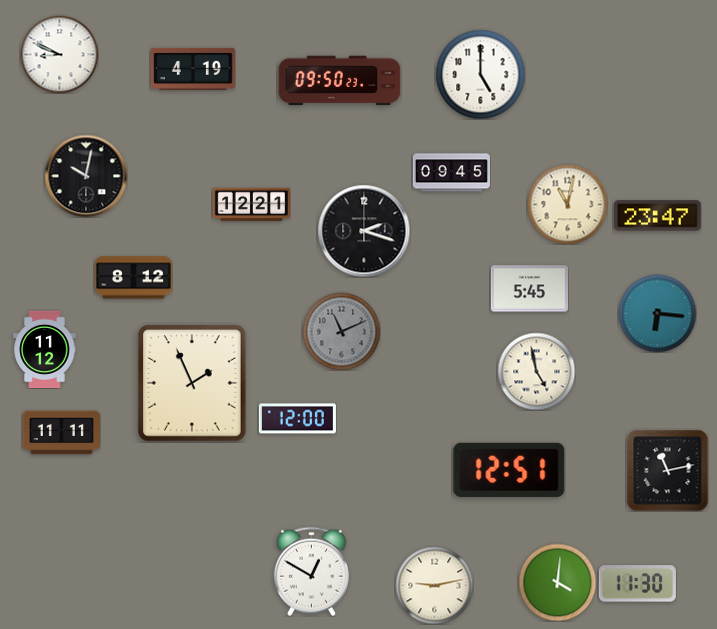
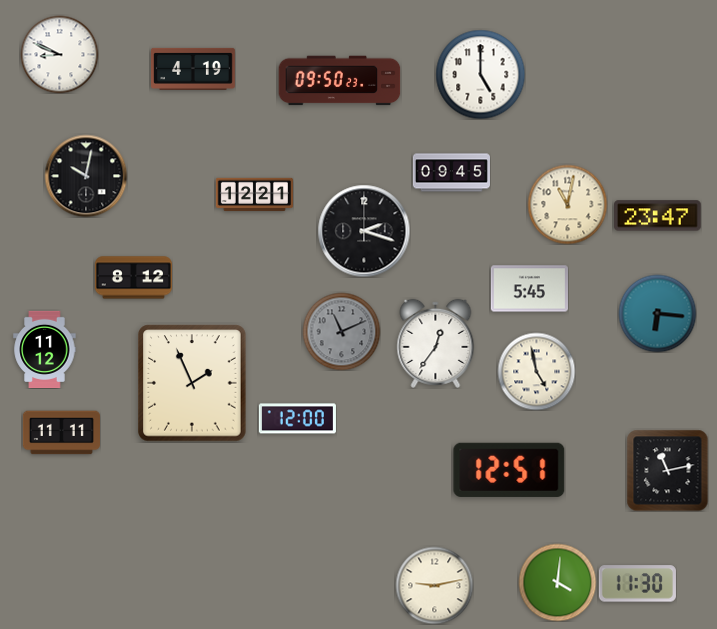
clock at (251, 205) position: (251, 205) -> (254, 195)
clock at (436, 343): none -> 12:36
clock at (311, 571): 12:50 -> none
